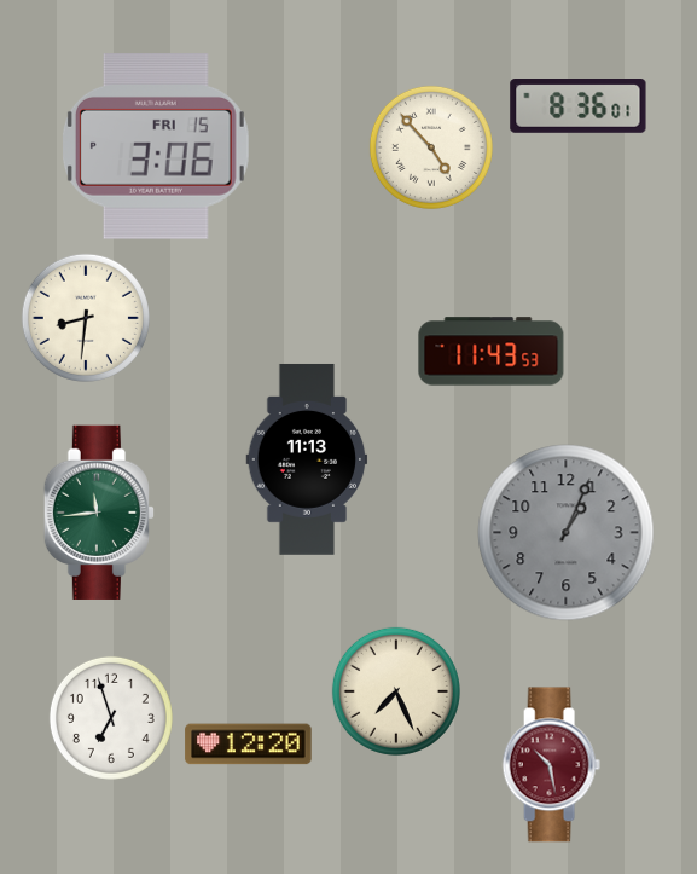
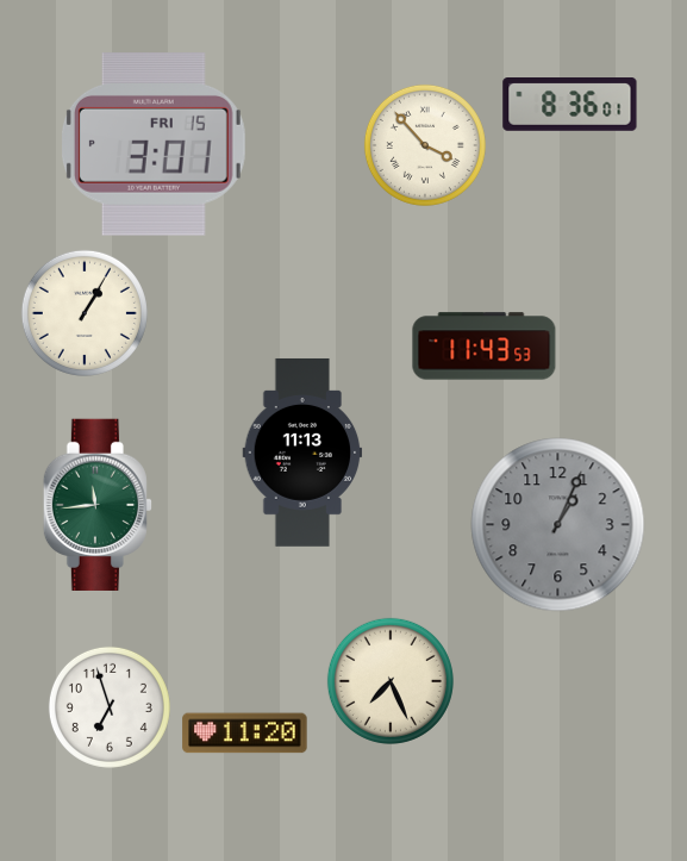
clock at (156, 146): 3:06 -> 3:01
clock at (431, 147): 4:53 -> 3:53
clock at (86, 318): 8:31 -> 1:05
clock at (249, 745): 12:20 -> 11:20
clock at (551, 765): 10:28 -> none
